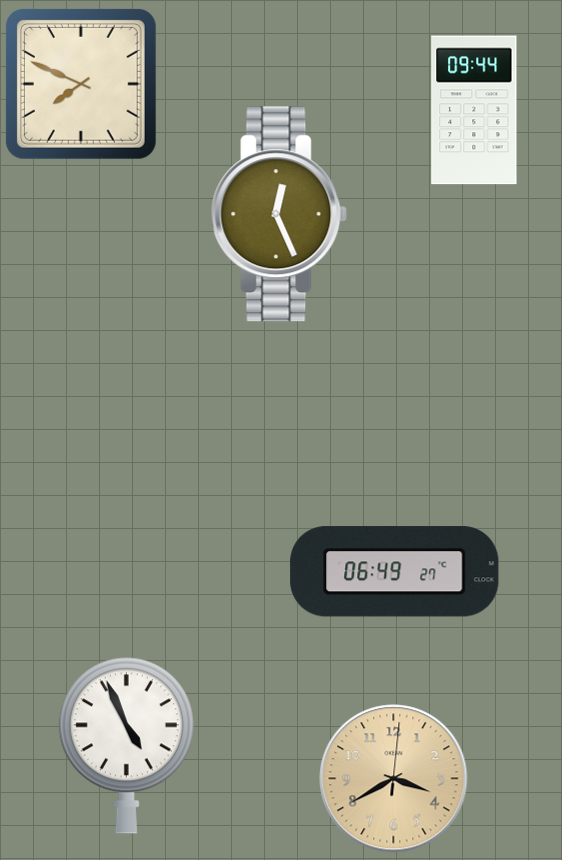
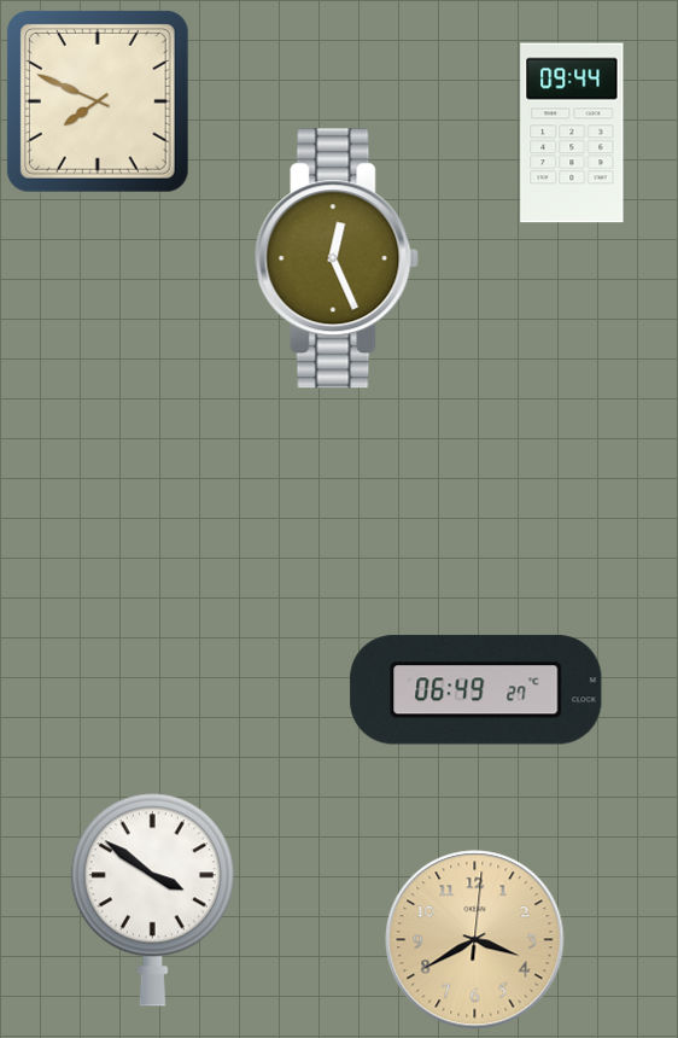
clock at (126, 745): 4:56 -> 3:51
